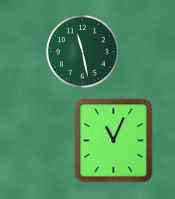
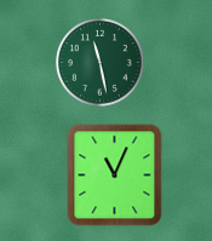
clock at (114, 141) position: (114, 141) -> (115, 176)
